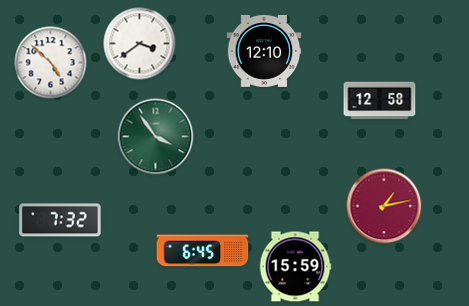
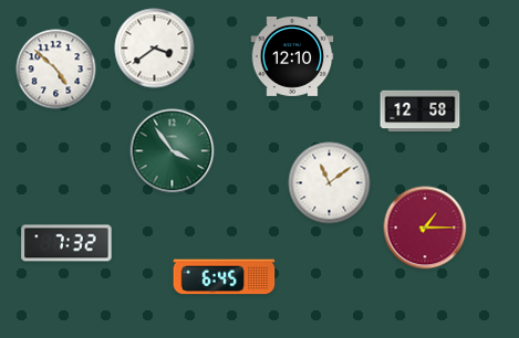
clock at (330, 183): none -> 11:09
clock at (384, 206): 1:13 -> 1:15
clock at (295, 267): 15:59 -> none
